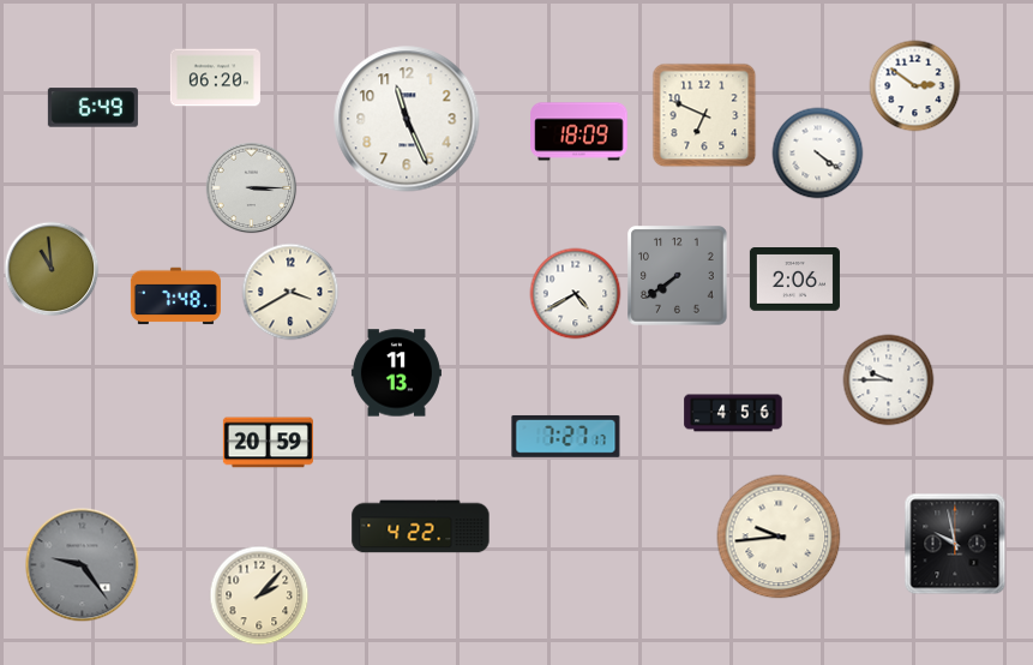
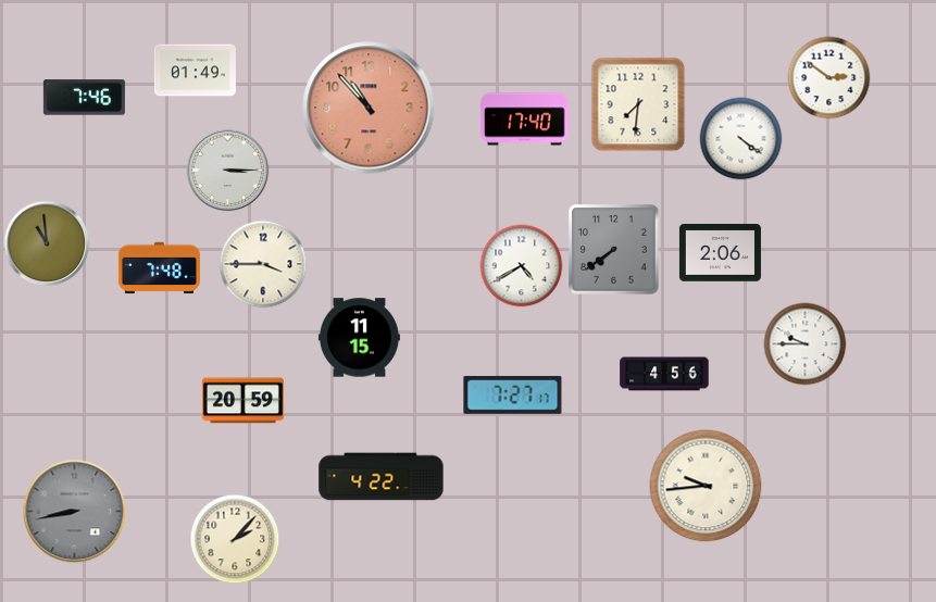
clock at (215, 78): 06:20 -> 01:49
clock at (92, 108): 6:49 -> 7:46
clock at (704, 115): 6:49 -> 7:31
clock at (407, 119): 11:26 -> 10:53
clock at (407, 119) dial: white -> salmon
clock at (579, 132): 18:09 -> 17:40
clock at (290, 292): 3:40 -> 3:45
clock at (396, 373): 11:13 -> 11:15
clock at (955, 544): 9:58 -> none
clock at (83, 565): 9:24 -> 8:43
